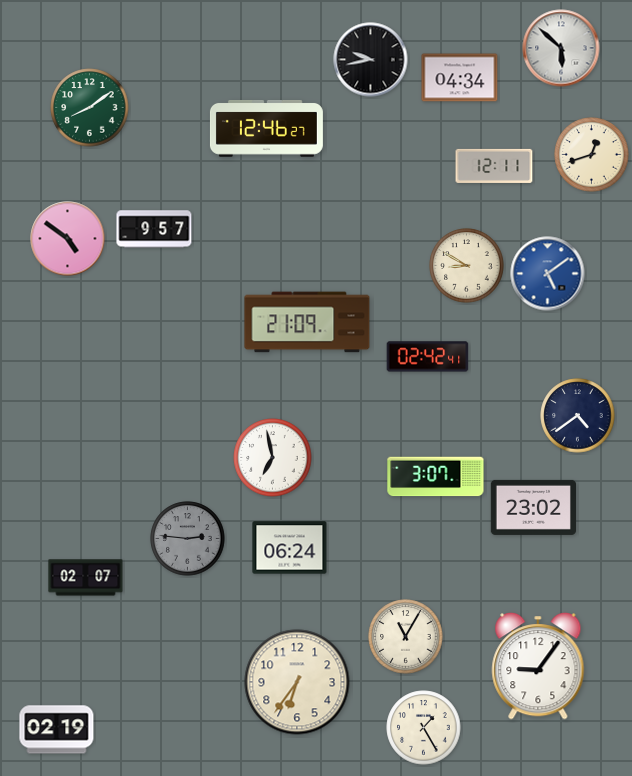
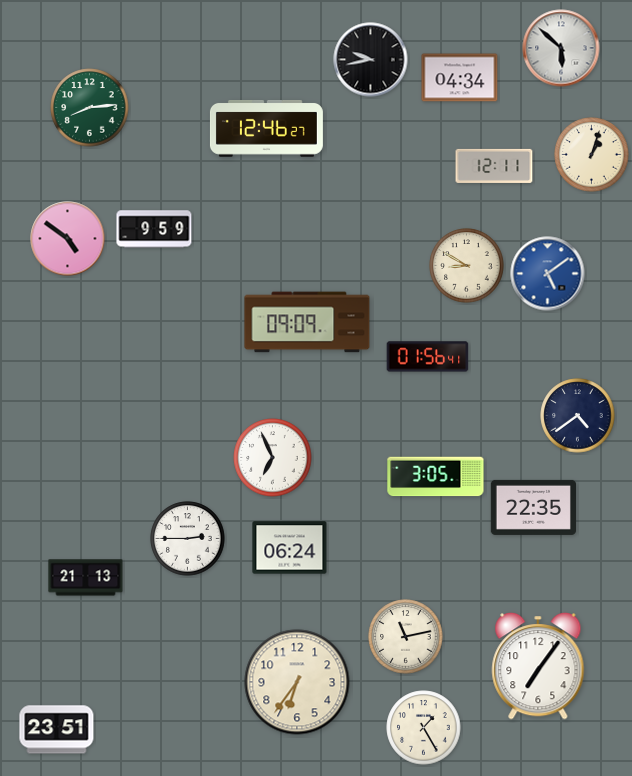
clock at (90, 108): 8:09 -> 8:14
clock at (592, 155): 12:42 -> 1:03
clock at (154, 229): 9:57 -> 9:59
clock at (307, 322): 21:09 -> 09:09
clock at (428, 357): 02:42 -> 01:56
clock at (273, 458): 6:58 -> 6:56
clock at (436, 477): 3:07 -> 3:05
clock at (533, 507): 23:02 -> 22:35
clock at (188, 539): 2:46 -> 2:45
clock at (188, 539) dial: grey -> white
clock at (86, 578): 02:07 -> 21:13
clock at (406, 637): 11:05 -> 11:13
clock at (538, 667): 9:06 -> 7:06
clock at (57, 730): 02:19 -> 23:51
